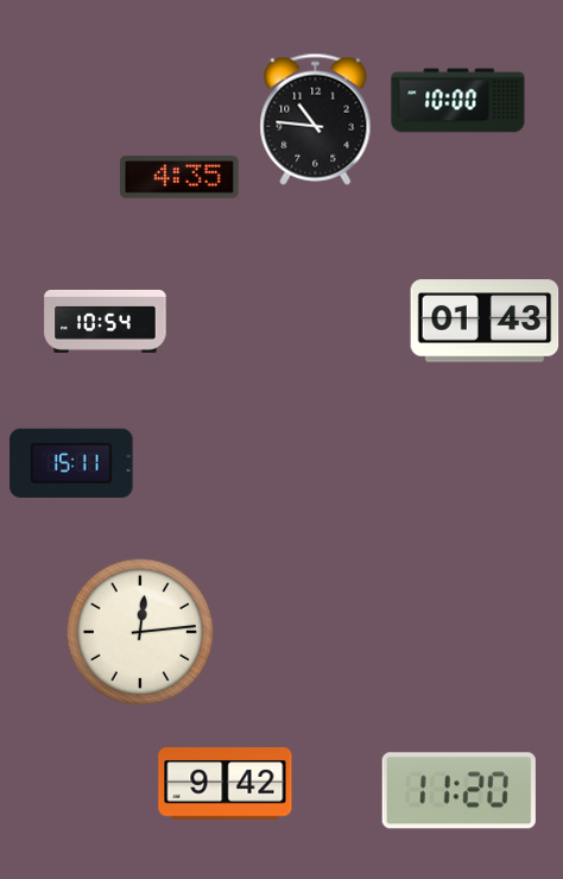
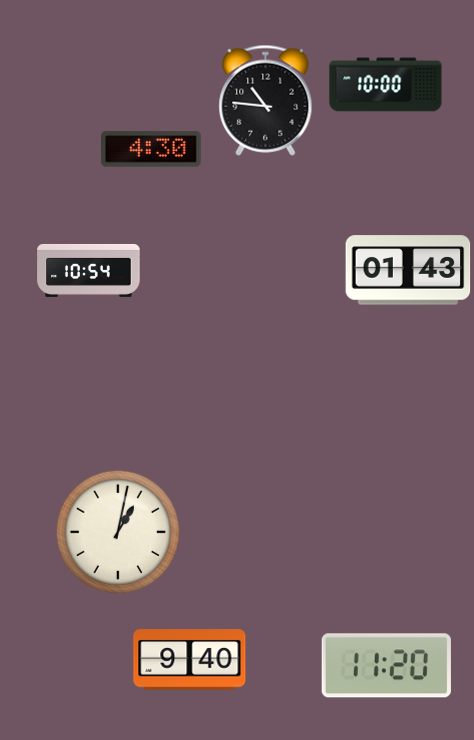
clock at (181, 177): 4:35 -> 4:30
clock at (71, 463): 15:11 -> none
clock at (140, 632): 12:14 -> 1:02
clock at (226, 784): 9:42 -> 9:40
